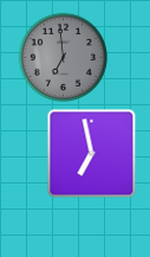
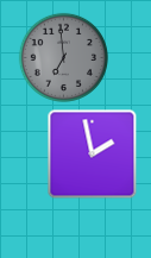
clock at (92, 154): 6:58 -> 1:58
